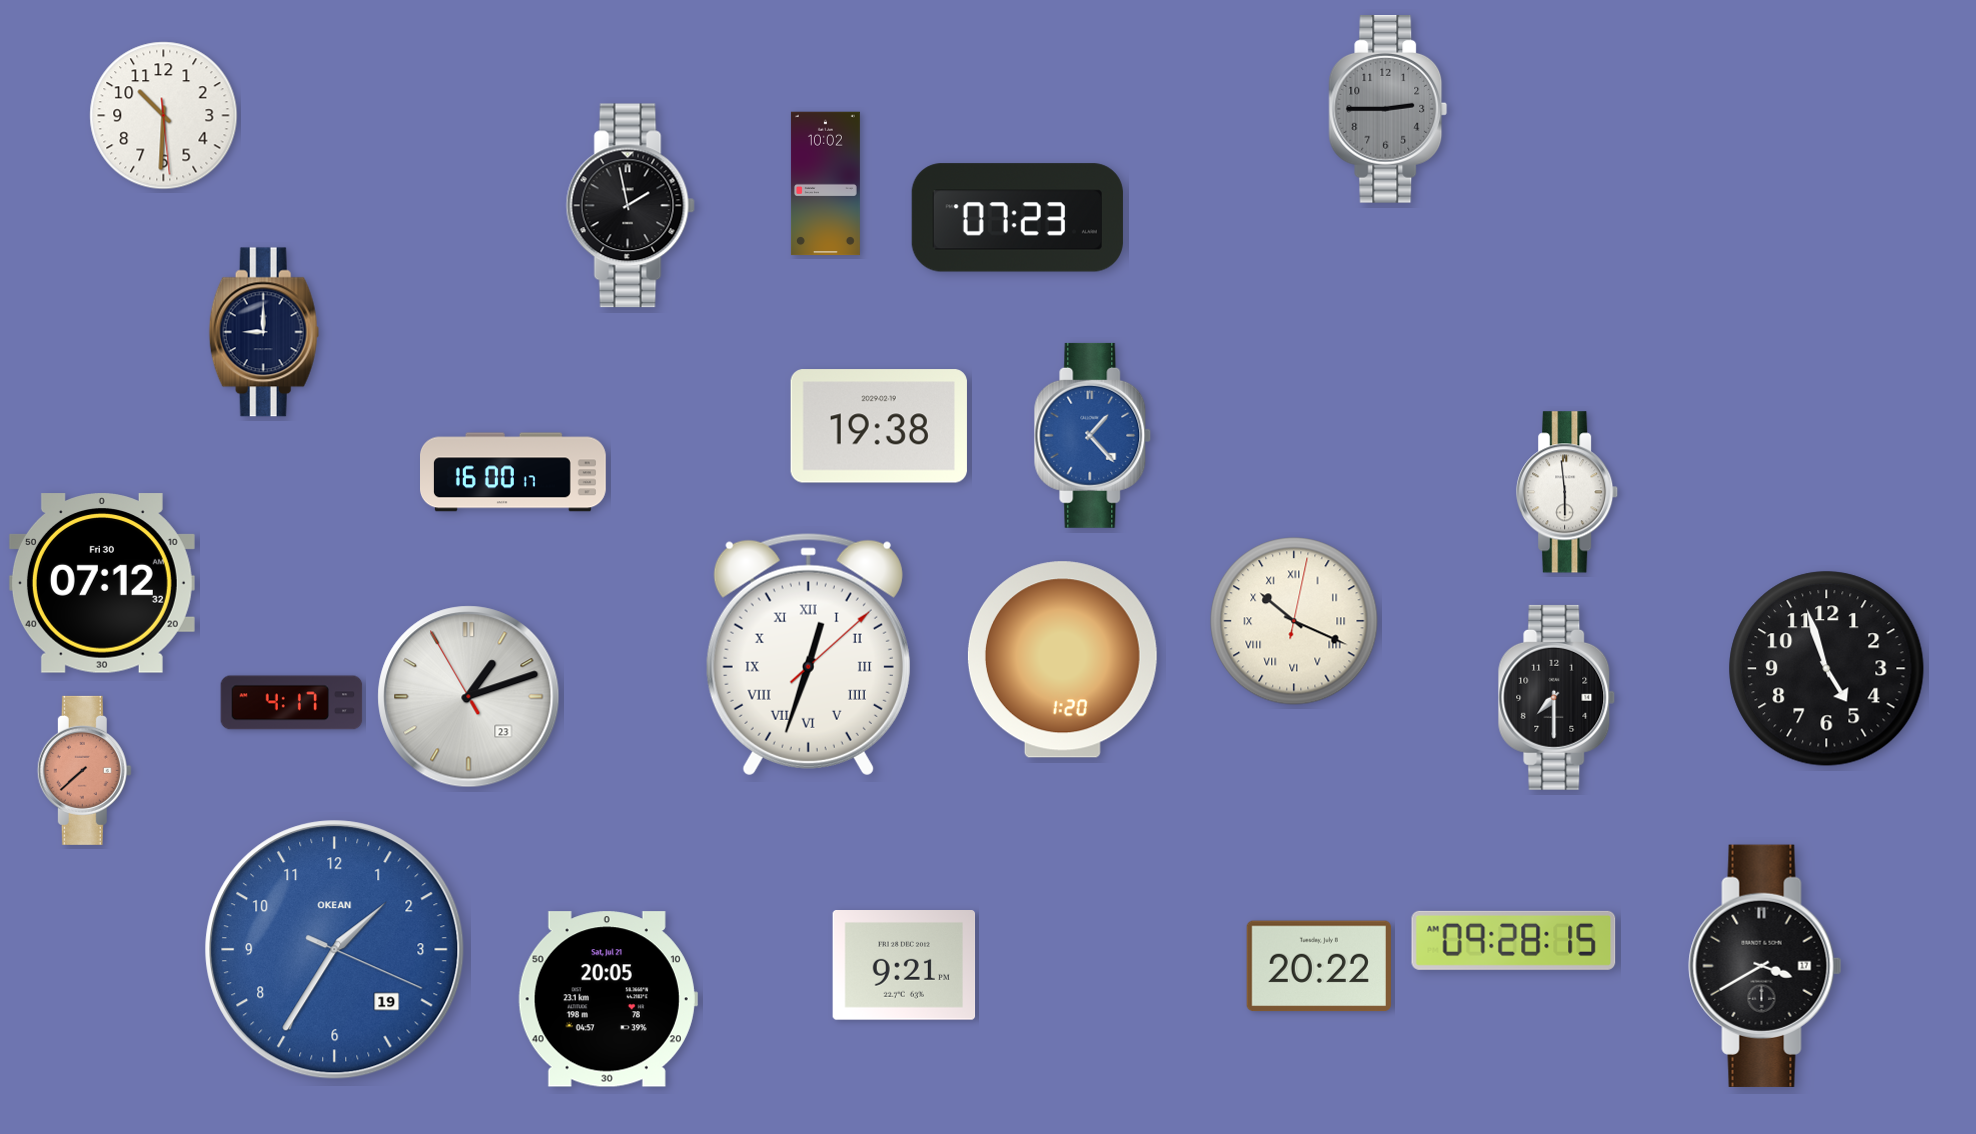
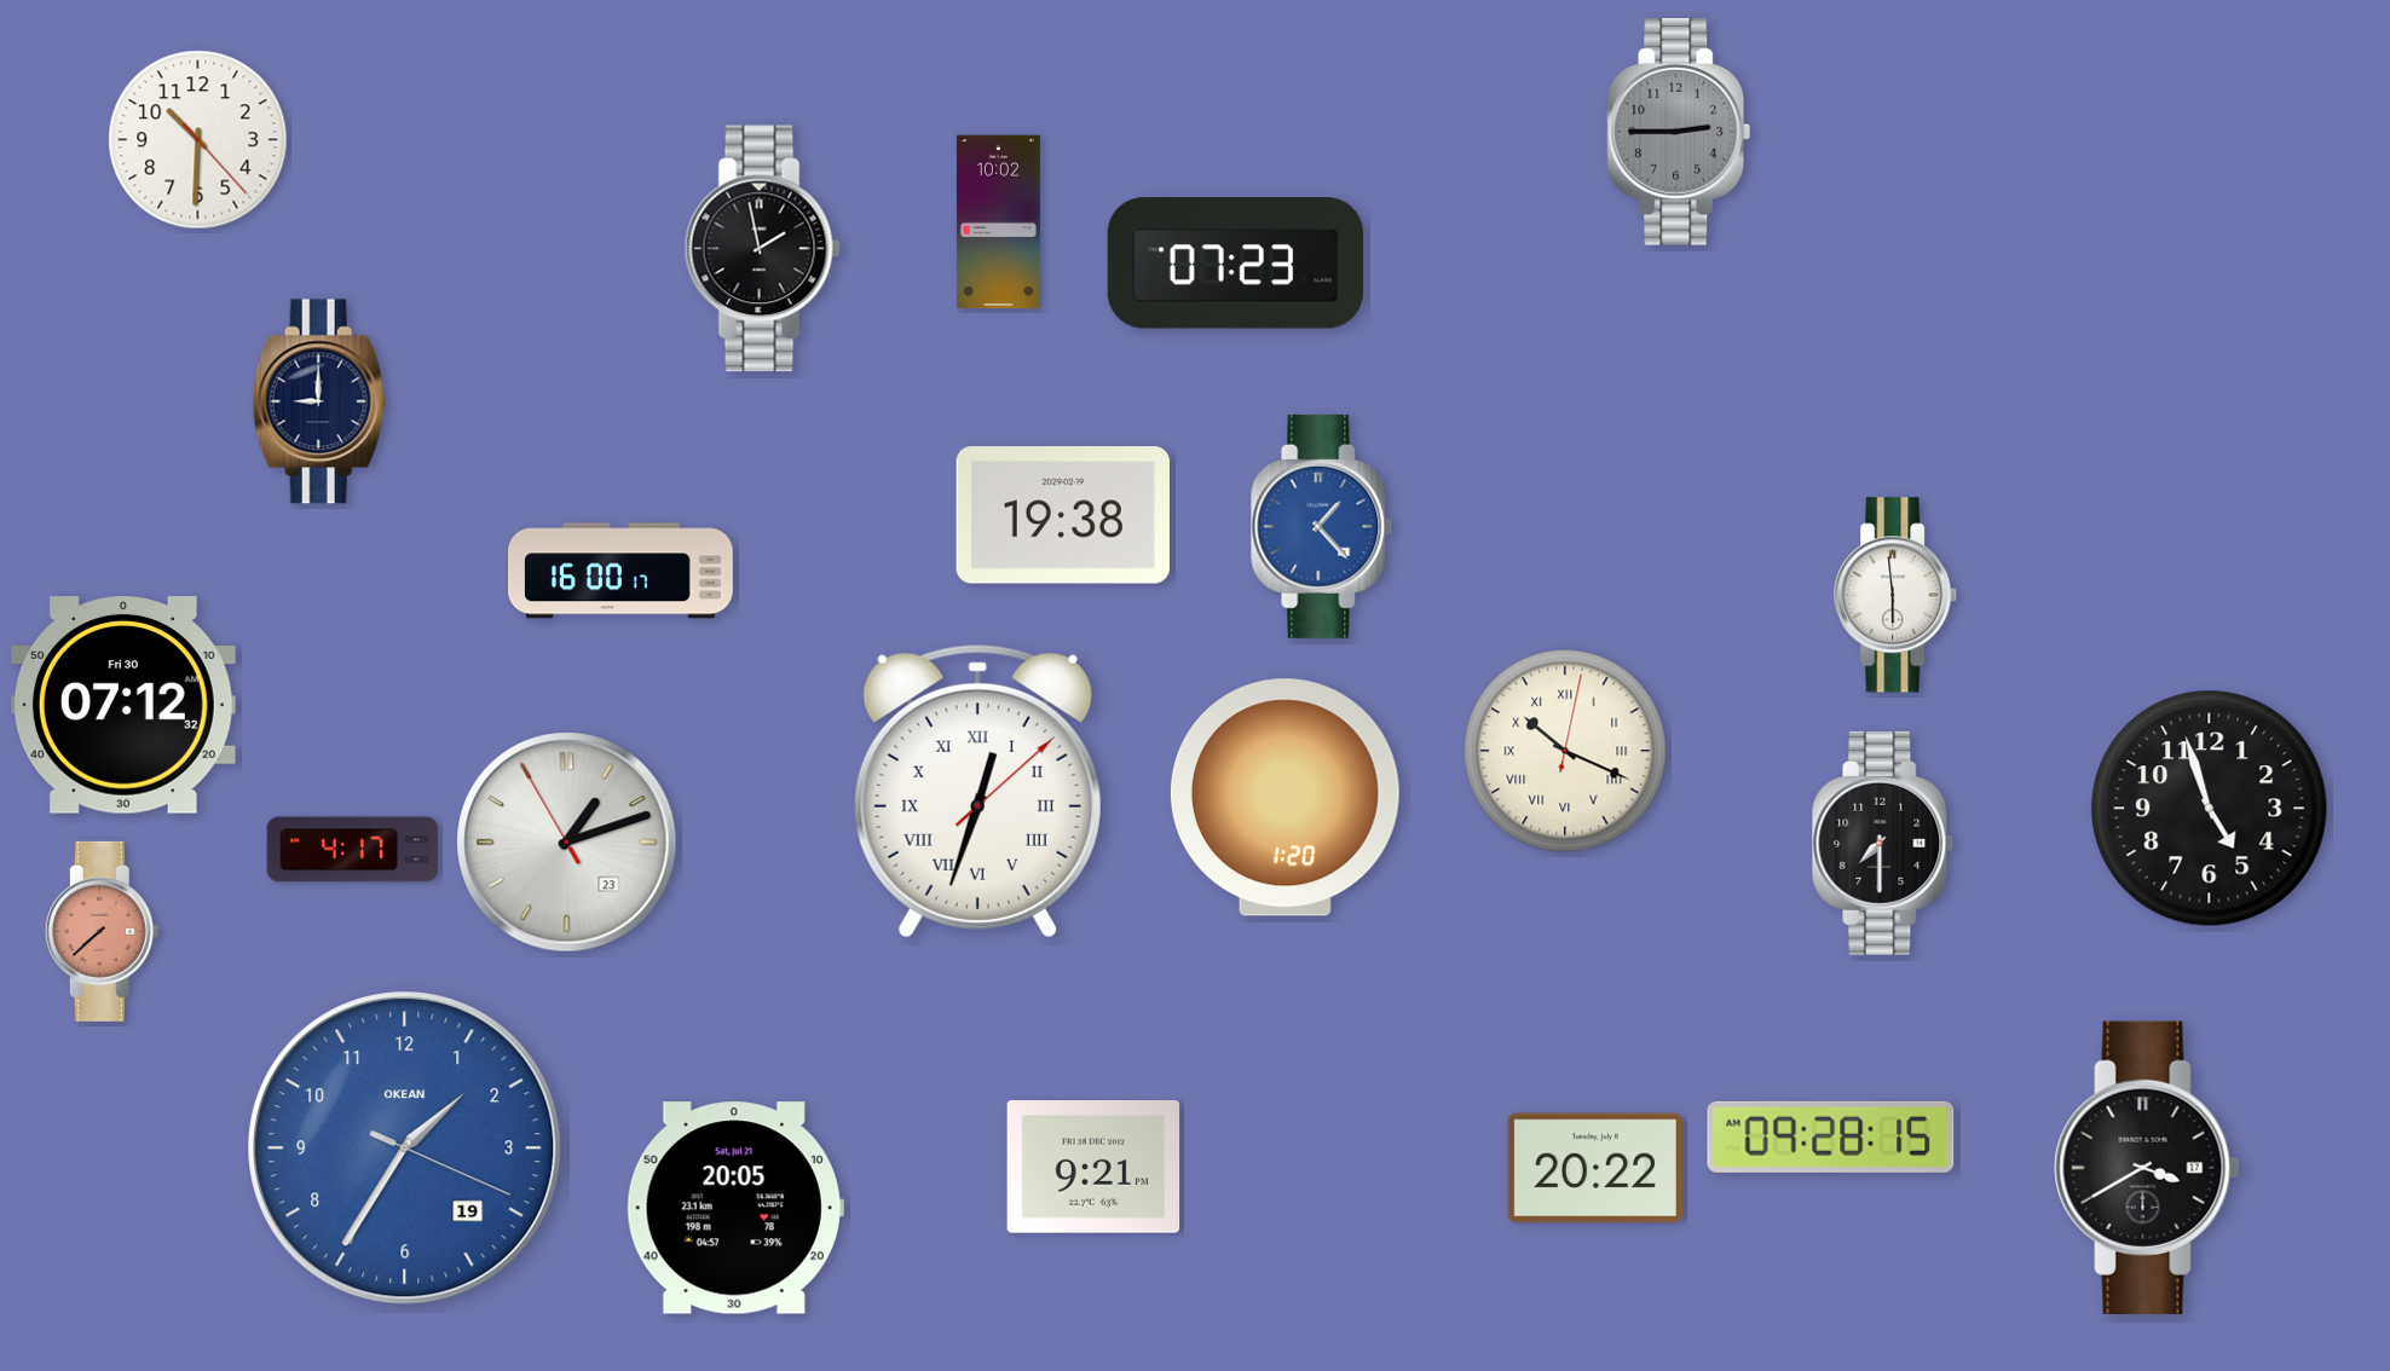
clock at (164, 116): 10:30:29 -> 10:30:23
clock at (1017, 218) position: (1017, 218) -> (1235, 264)
clock at (1765, 966) position: (1765, 966) -> (2147, 1168)
